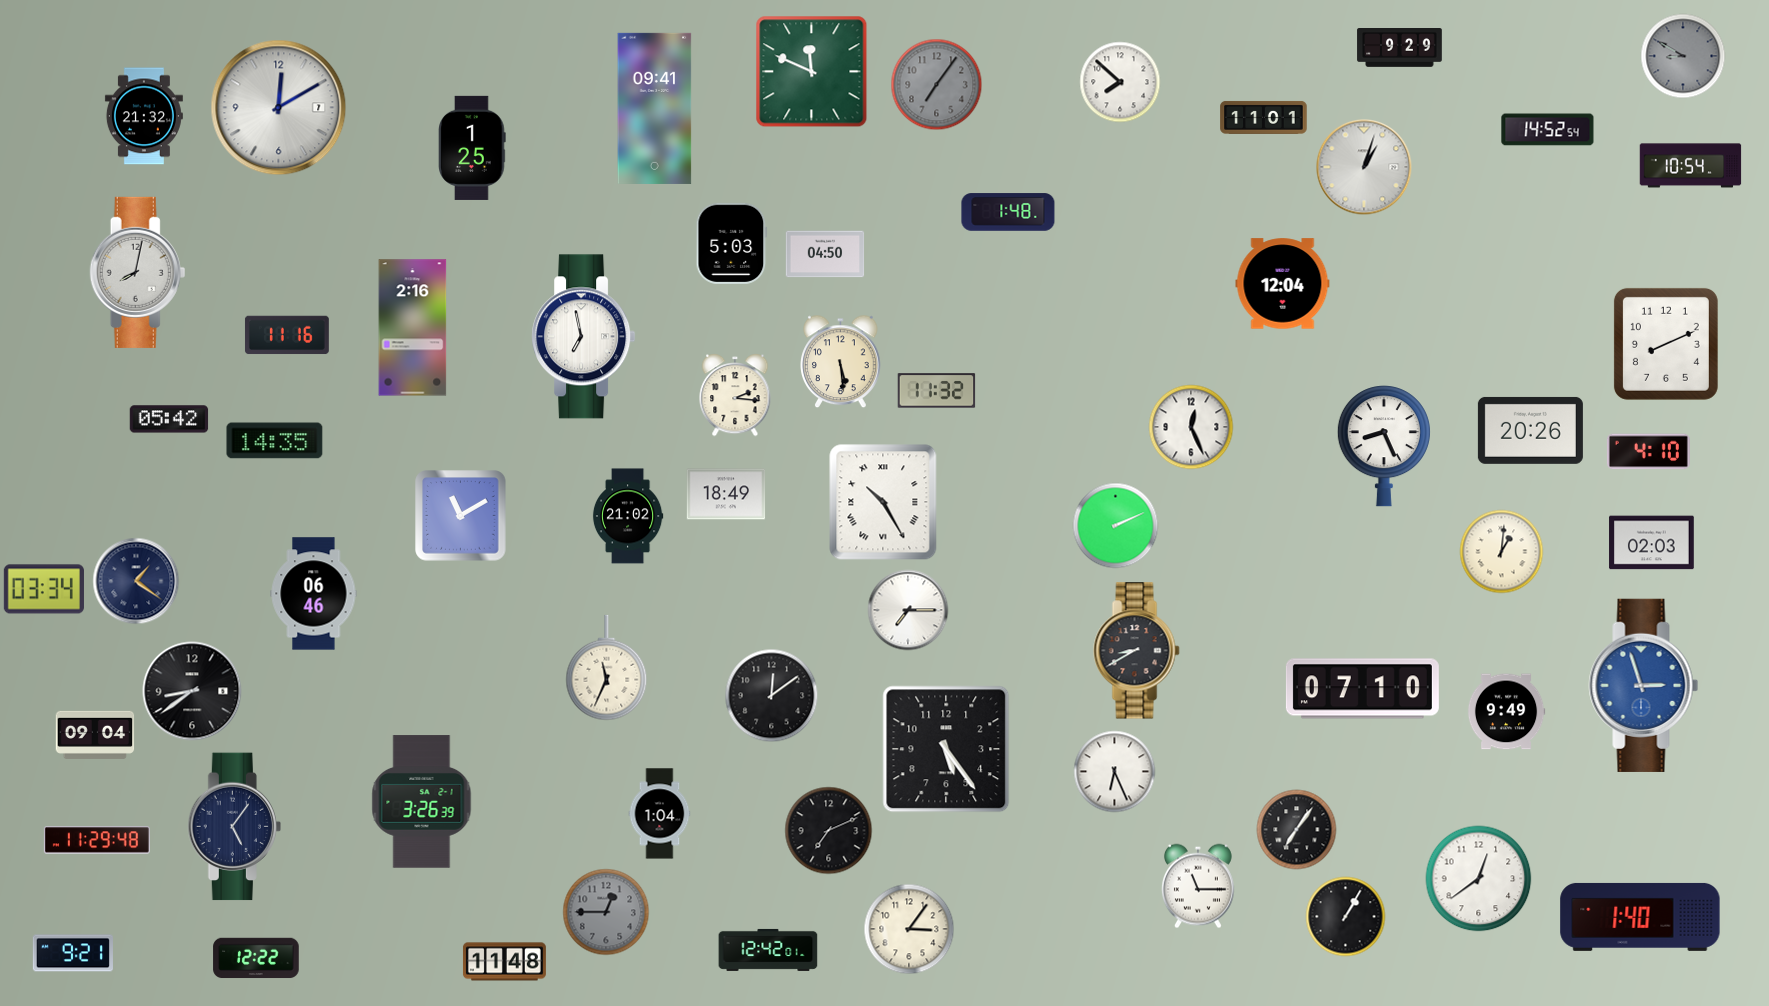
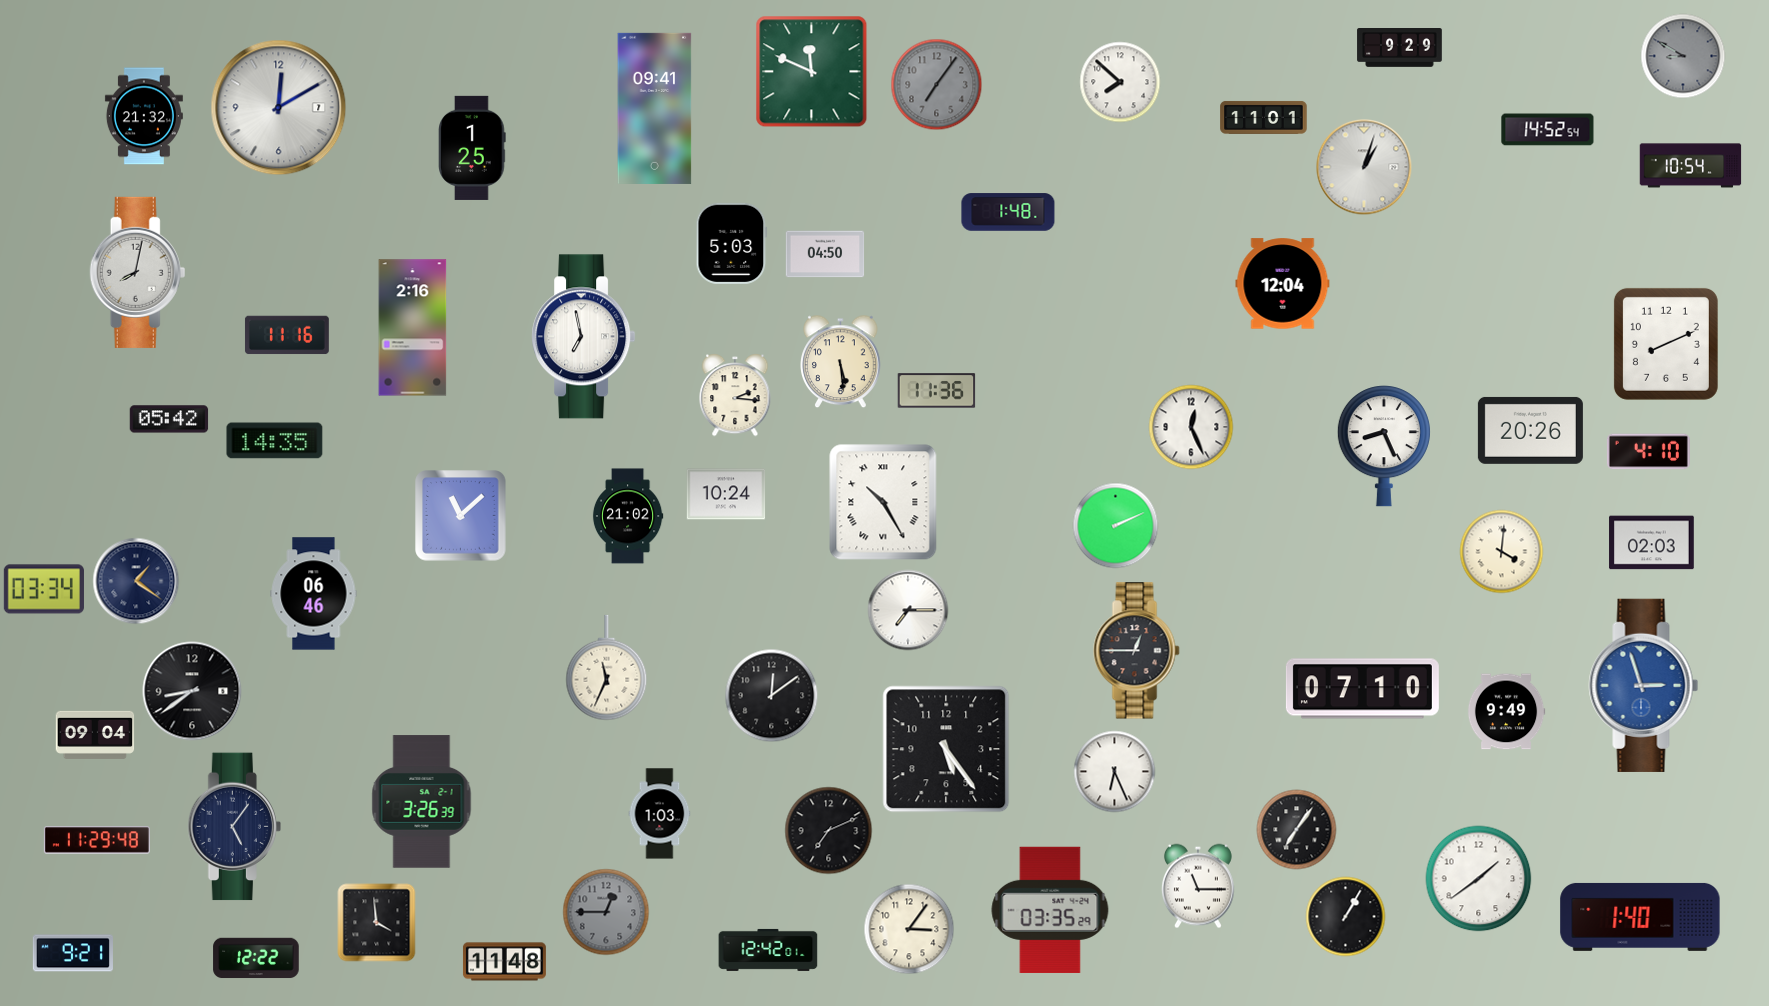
clock at (937, 391): 11:32 -> 11:36
clock at (726, 494): 18:49 -> 10:24
clock at (461, 516): 11:10 -> 11:08
clock at (1502, 552): 1:01 -> 4:01
clock at (1137, 651): 8:40 -> 12:45
clock at (660, 814): 1:04 -> 1:03
clock at (1479, 879): 12:39 -> 1:39
clock at (1050, 910): none -> 03:35
clock at (377, 923): none -> 3:59
